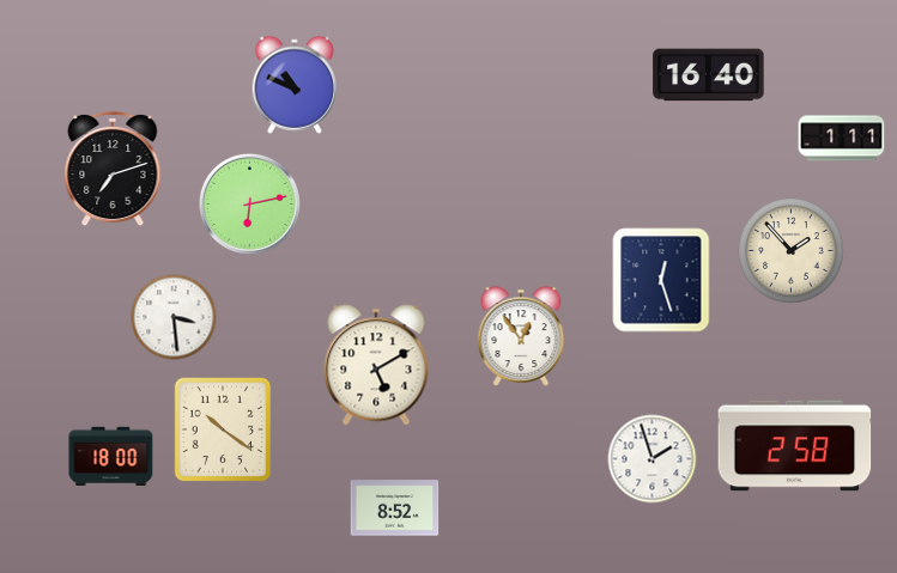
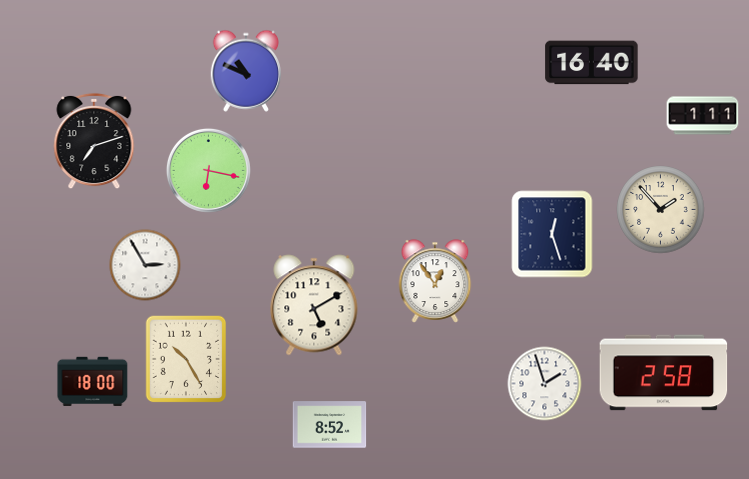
clock at (249, 203): 6:13 -> 6:17
clock at (174, 317): 3:29 -> 2:55
clock at (223, 429): 10:21 -> 10:25
